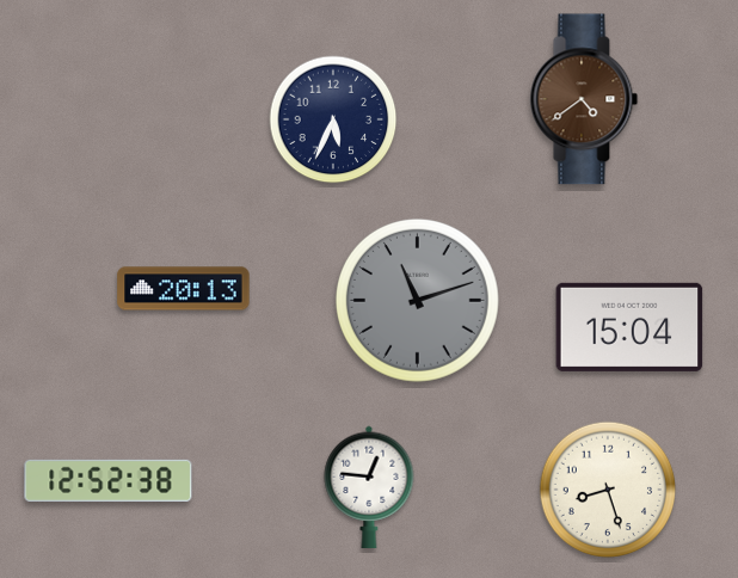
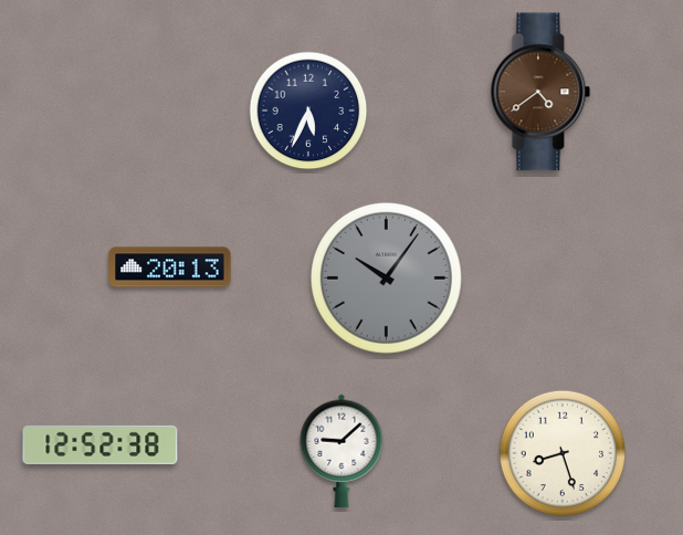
clock at (417, 300): 11:12 -> 10:06
clock at (629, 327): 15:04 -> none
clock at (369, 486): 12:46 -> 9:08
